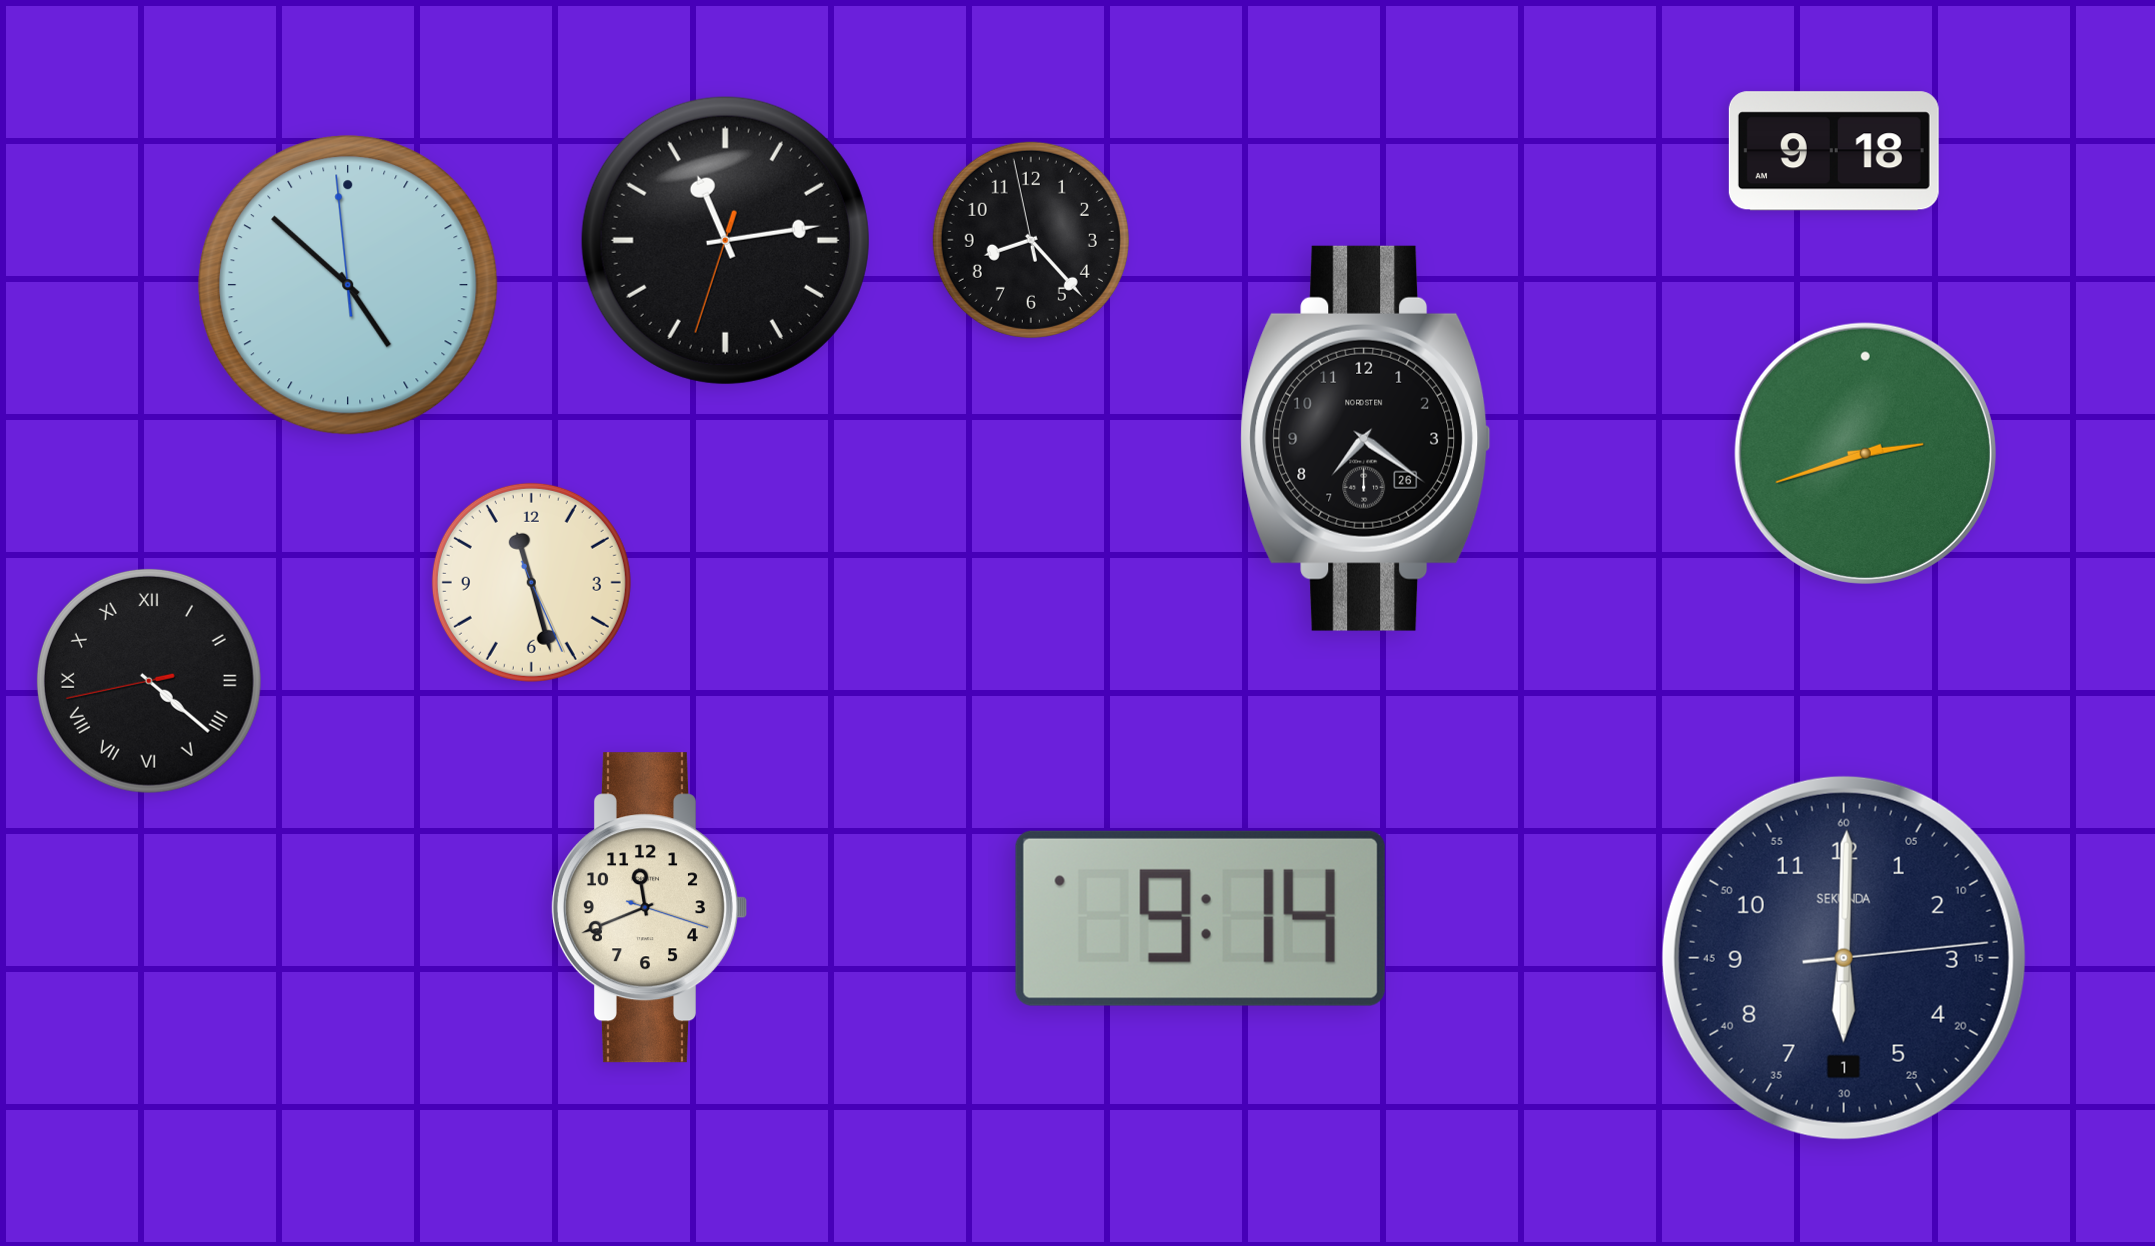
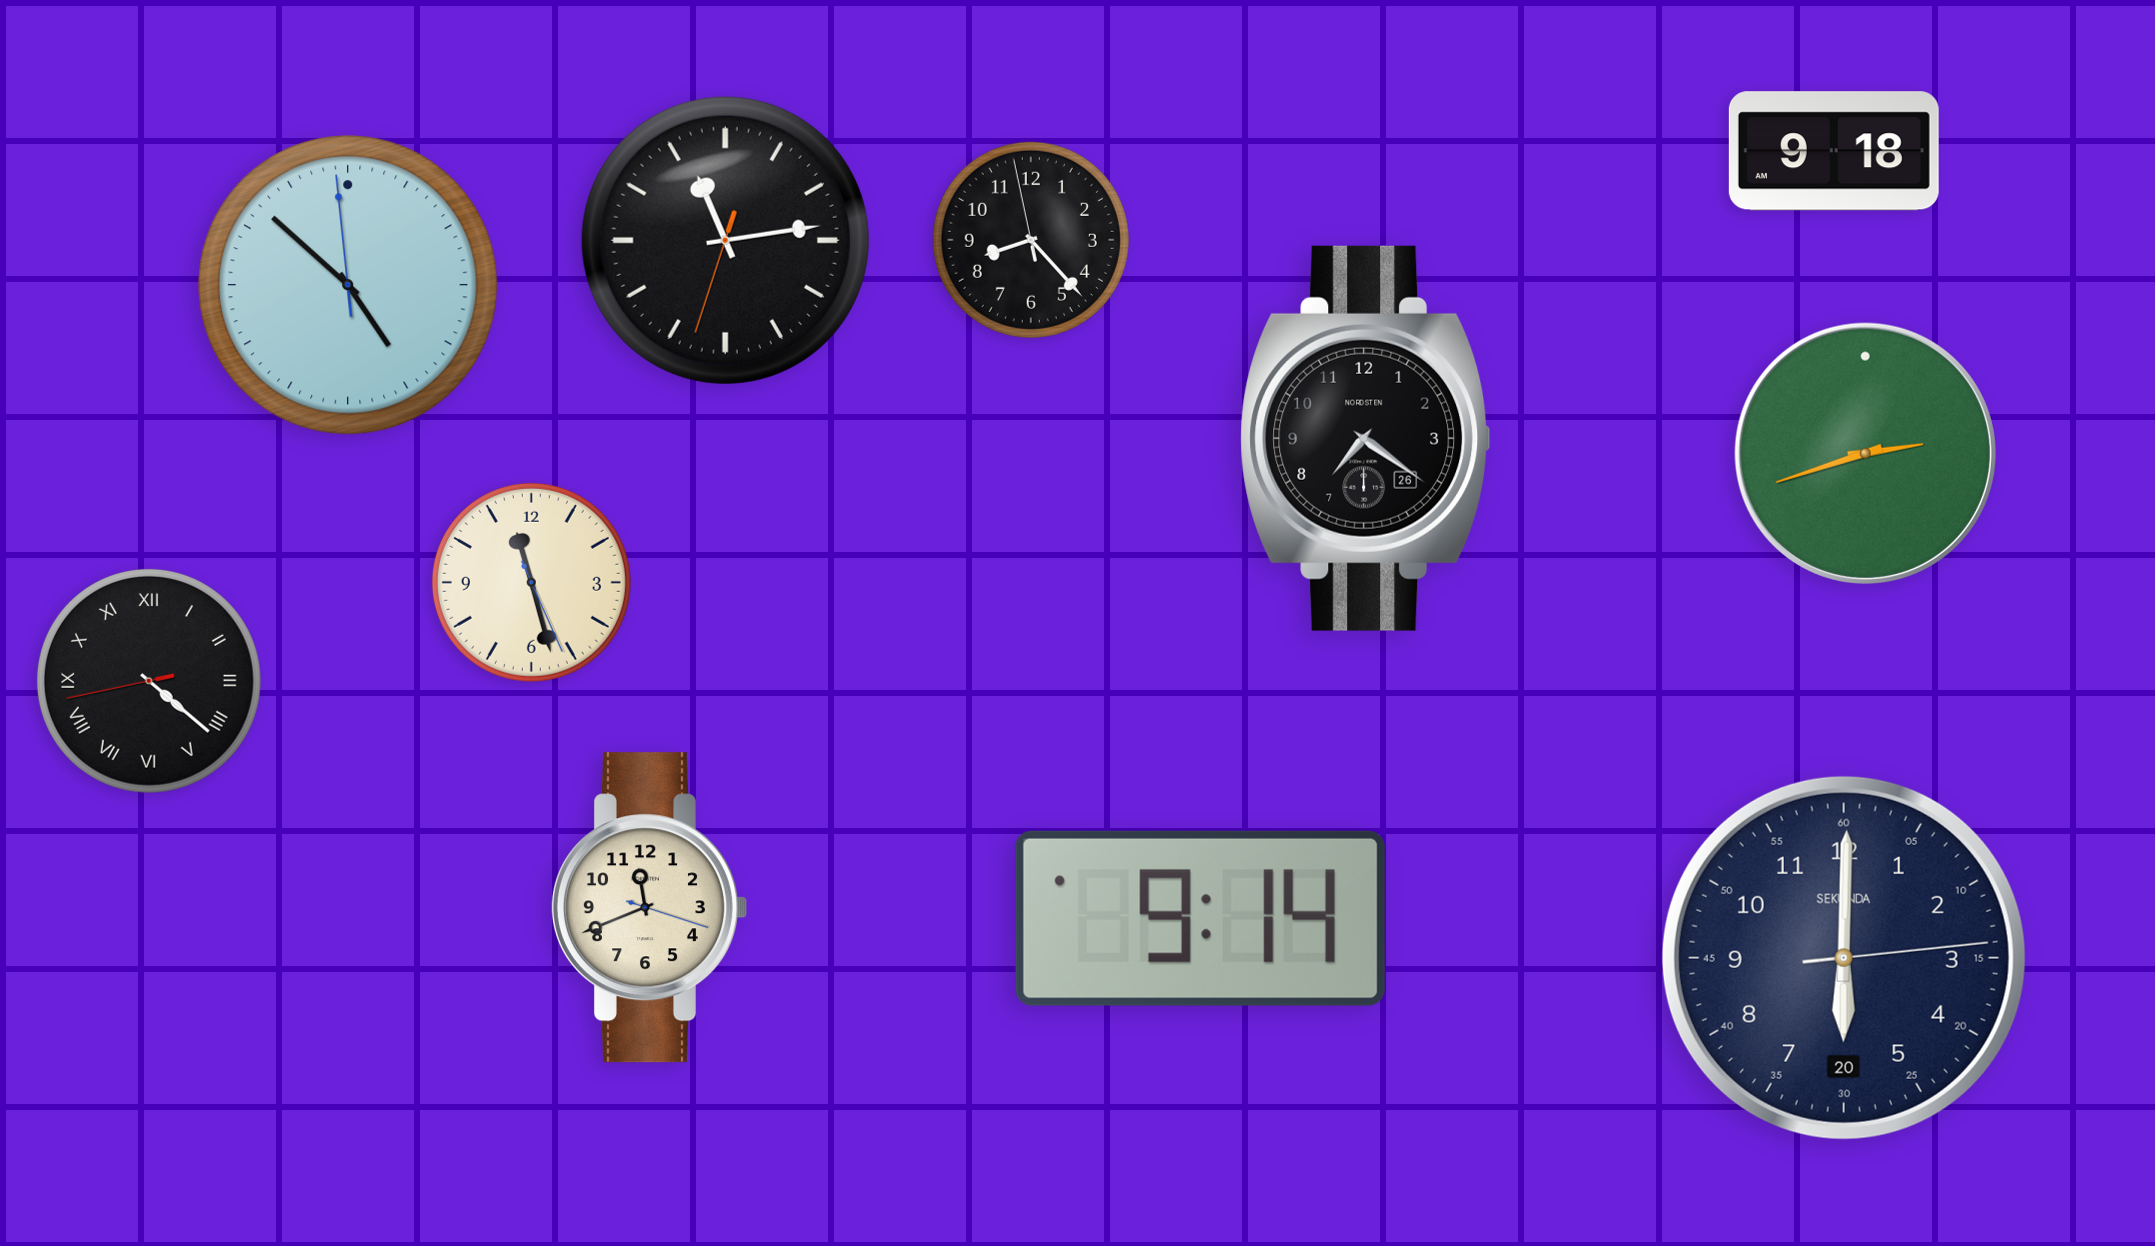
clock at (1844, 958) date: 1 -> 20
